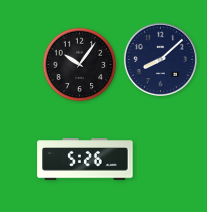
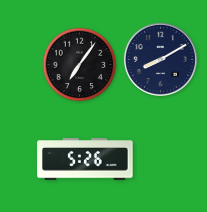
clock at (160, 59): 8:08 -> 8:10
clock at (80, 65): 10:06 -> 7:06
